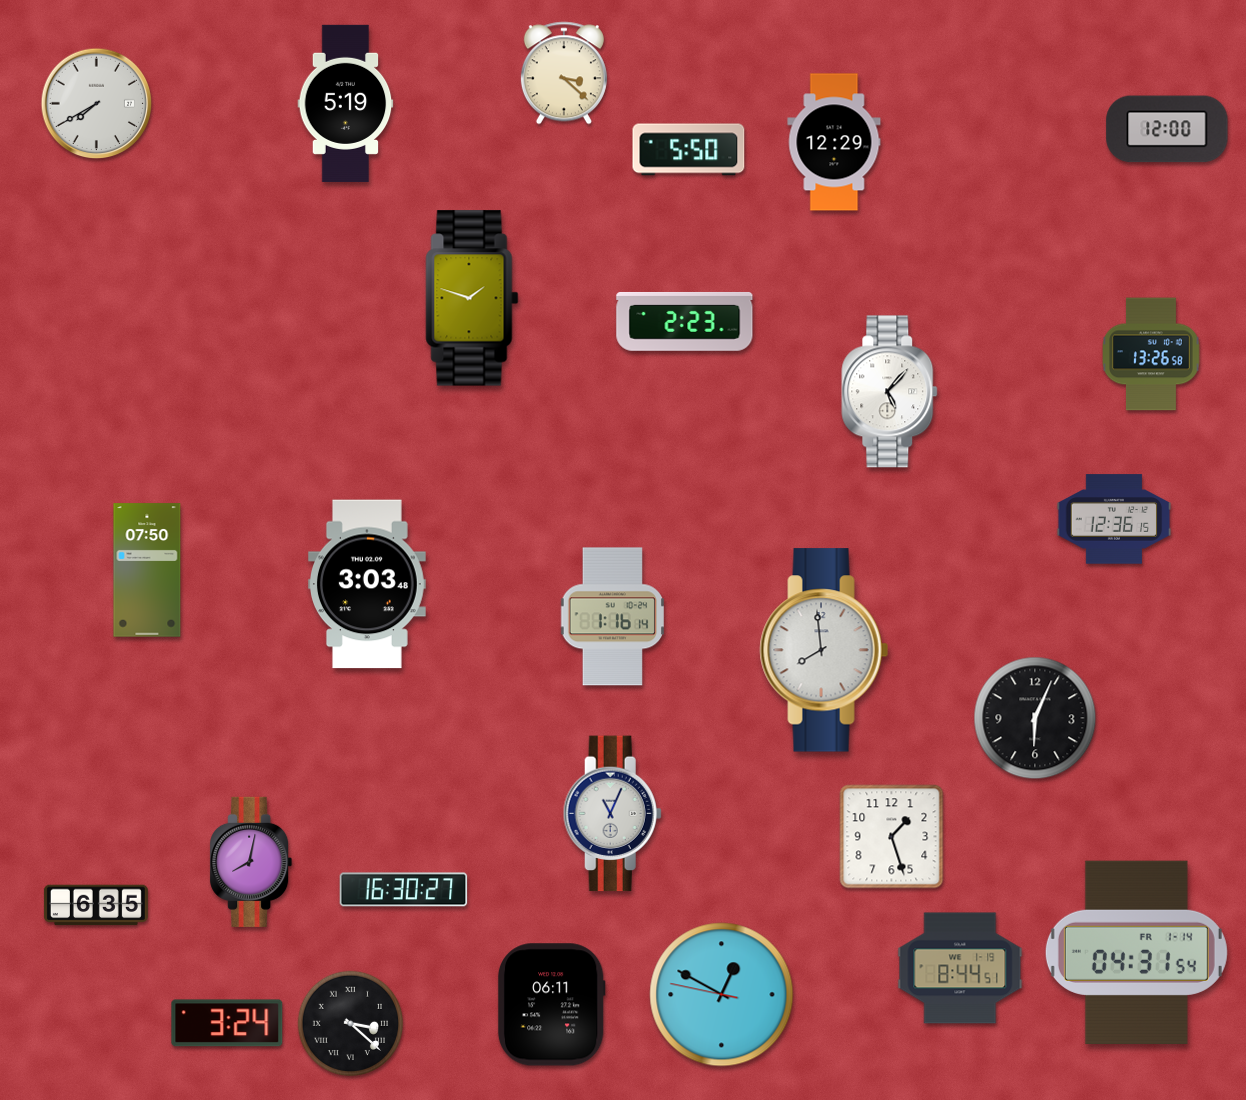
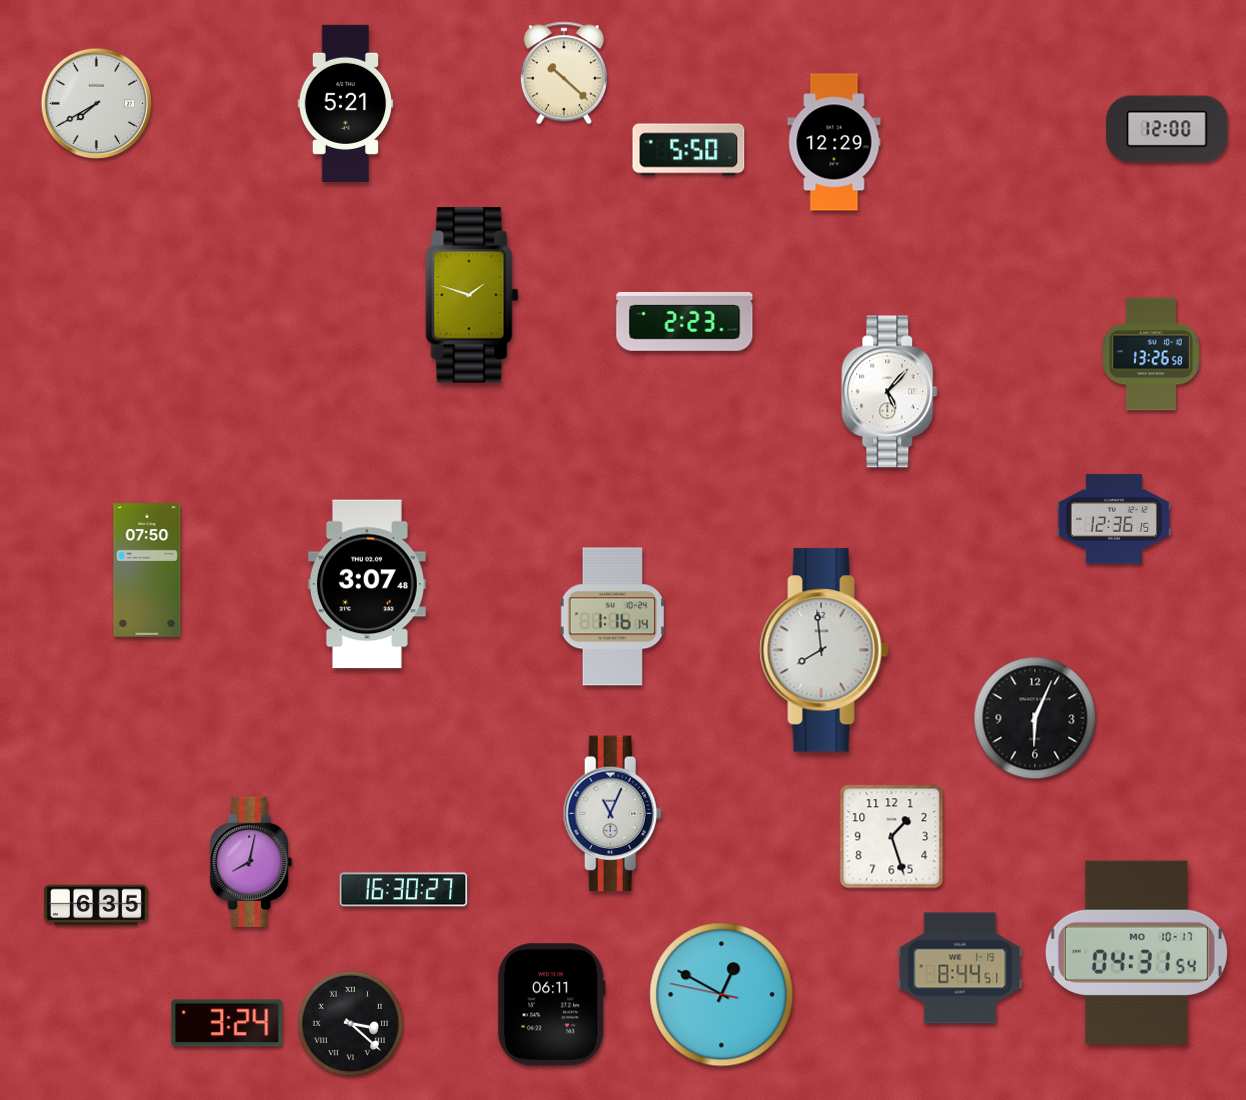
clock at (564, 73): 3:22 -> 10:22
clock at (346, 103): 5:19 -> 5:21
clock at (472, 298) position: (472, 298) -> (472, 295)
clock at (367, 584): 3:03 -> 3:07
clock at (1136, 952) date: FR 1-14 -> MO 10-17
